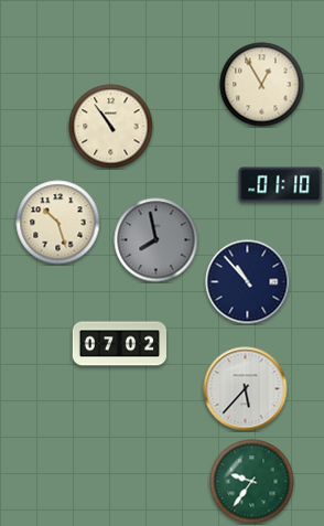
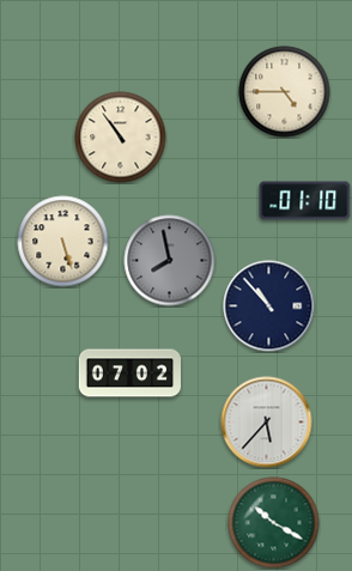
clock at (262, 85): 12:55 -> 4:45
clock at (58, 223): 10:27 -> 5:27
clock at (252, 482): 9:36 -> 10:20
